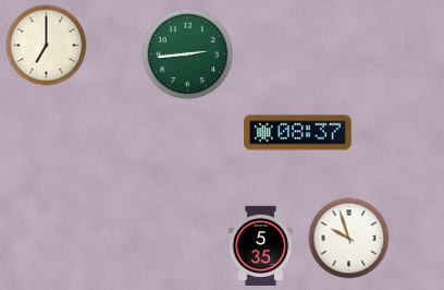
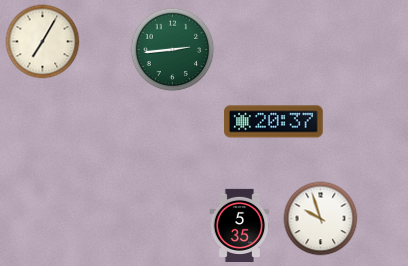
clock at (47, 46): 7:00 -> 7:05
clock at (298, 133): 08:37 -> 20:37
